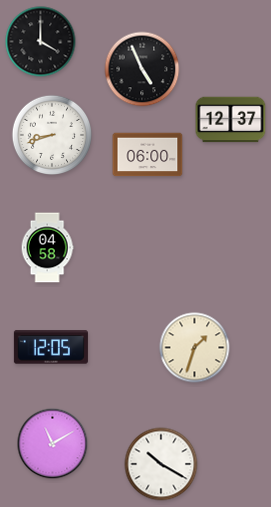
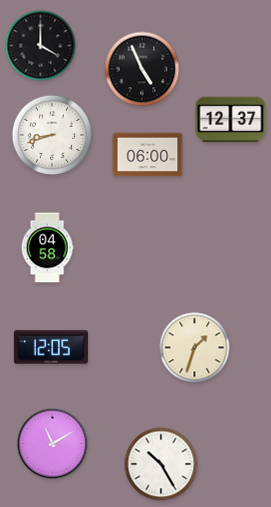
clock at (41, 42) position: (41, 42) -> (41, 46)
clock at (161, 464): 10:20 -> 10:25
